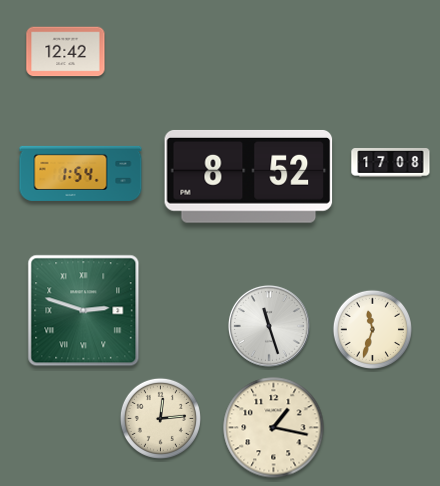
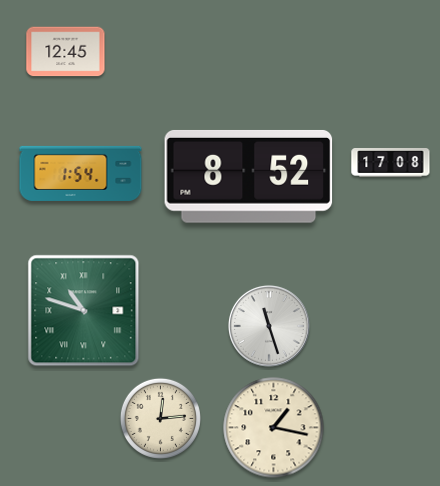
clock at (66, 52): 12:42 -> 12:45
clock at (84, 311): 2:48 -> 10:48
clock at (372, 329): 11:33 -> none
